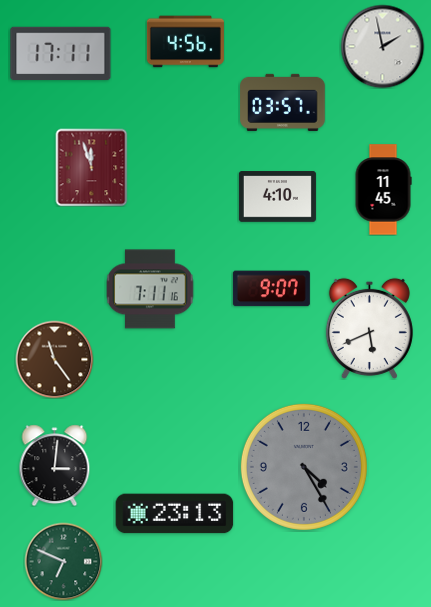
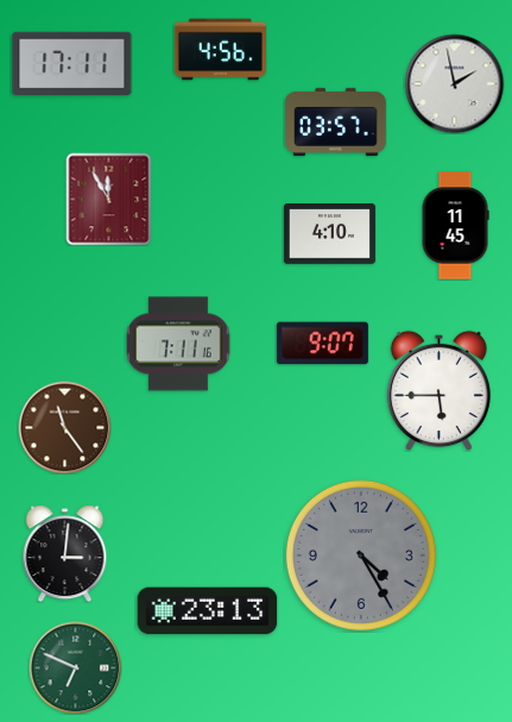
clock at (382, 46) position: (382, 46) -> (454, 83)
clock at (92, 167): 11:57 -> 11:55
clock at (369, 328): 5:41 -> 5:45
